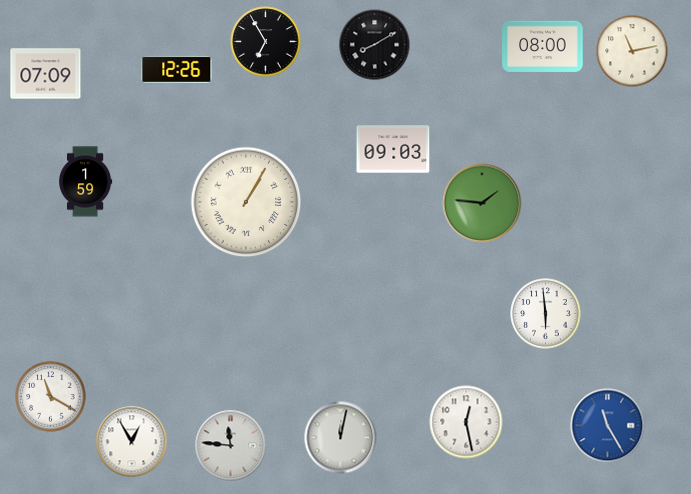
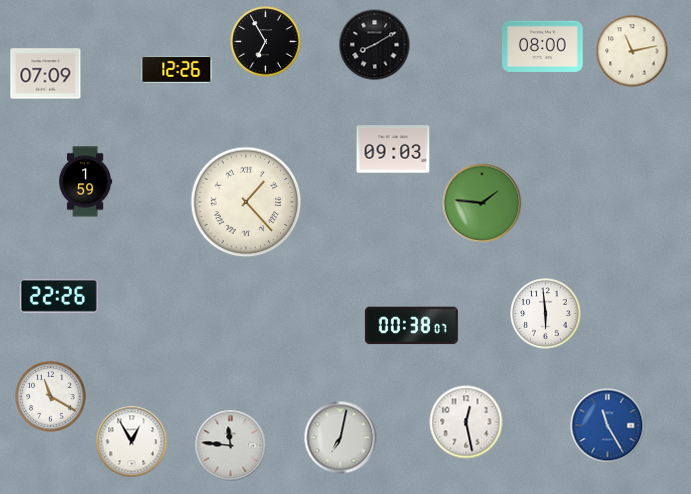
clock at (246, 202): 1:05 -> 1:23
clock at (59, 296): none -> 22:26
clock at (411, 326): none -> 00:38
clock at (341, 438): 12:02 -> 7:02
